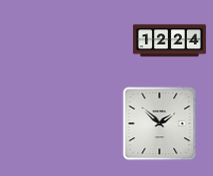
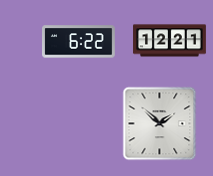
clock at (170, 41): 12:24 -> 12:21
clock at (79, 42): none -> 6:22
